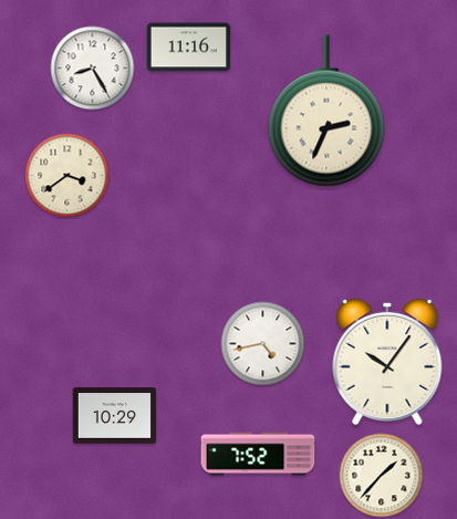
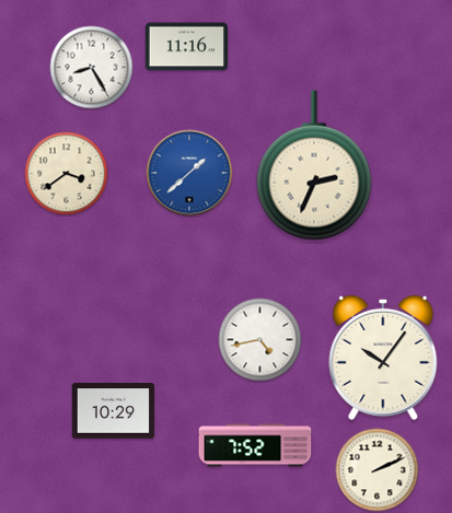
clock at (326, 111) position: (326, 111) -> (314, 165)
clock at (189, 173): none -> 1:38
clock at (258, 454) position: (258, 454) -> (255, 445)
clock at (382, 476): 1:37 -> 2:11
